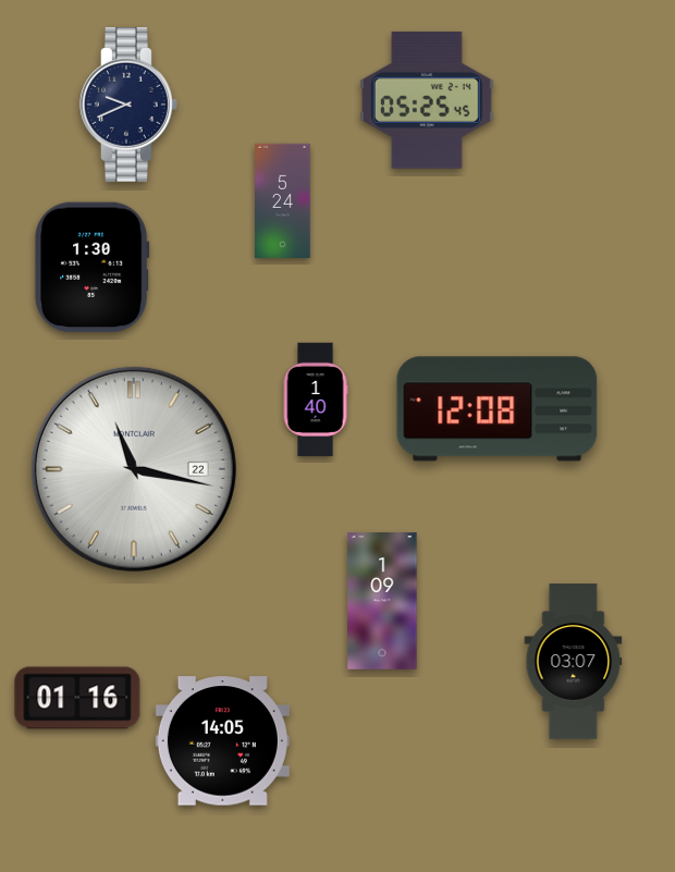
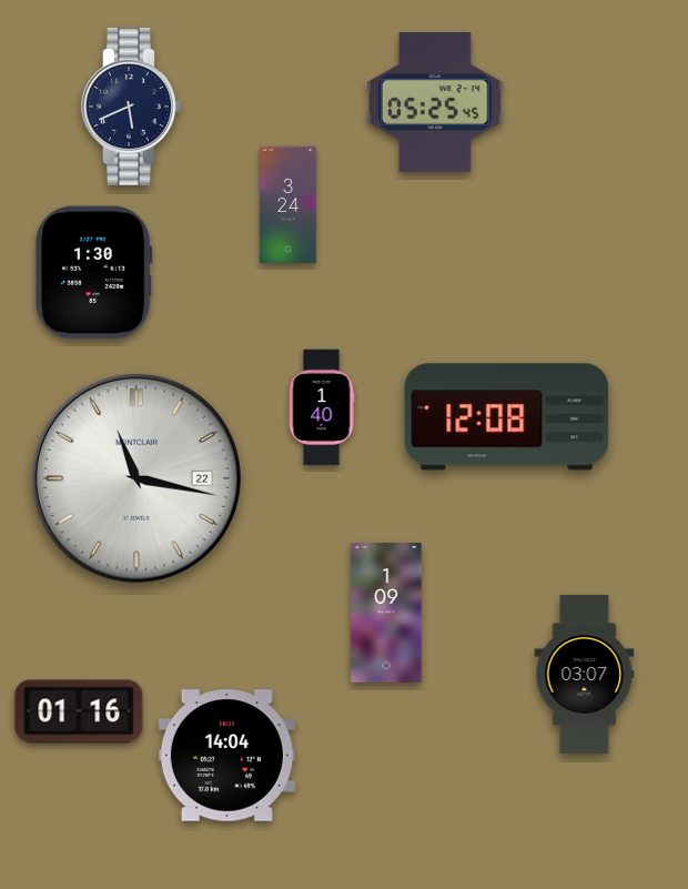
clock at (130, 106): 9:41 -> 5:41
clock at (283, 201): 5:24 -> 3:24
clock at (382, 601) position: (382, 601) -> (386, 613)
clock at (222, 741): 14:05 -> 14:04
